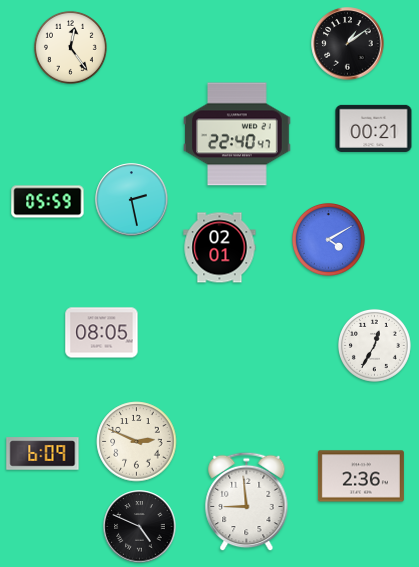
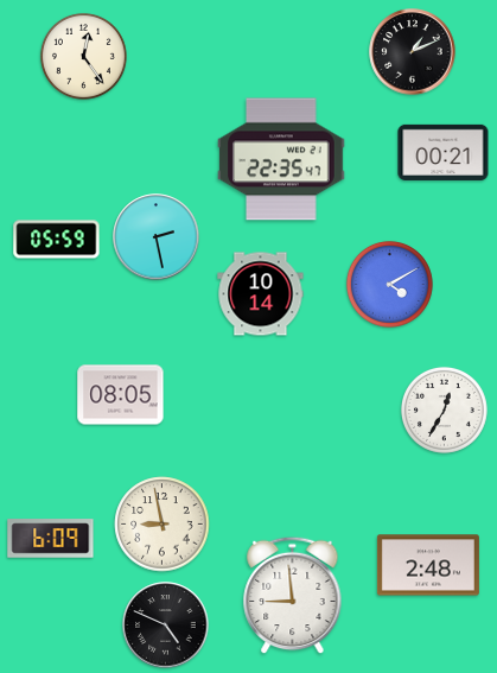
clock at (348, 44): 1:09 -> 1:11
clock at (237, 134): 22:40 -> 22:35
clock at (220, 248): 02:01 -> 10:14
clock at (137, 442): 2:49 -> 8:58
clock at (361, 476): 2:36 -> 2:48
